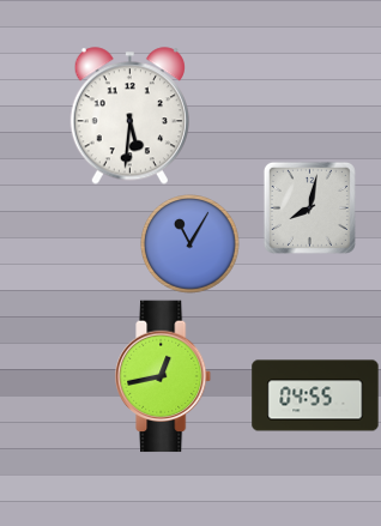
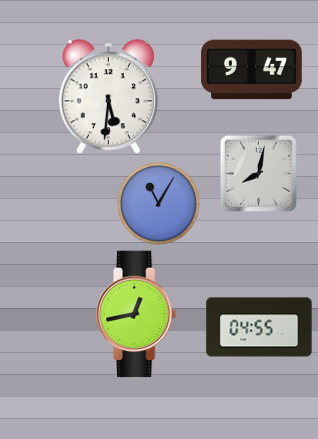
clock at (252, 70): none -> 9:47
clock at (315, 395) position: (315, 395) -> (259, 327)
